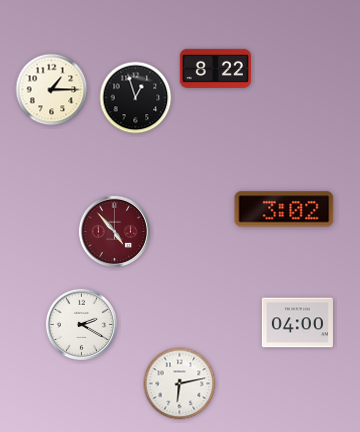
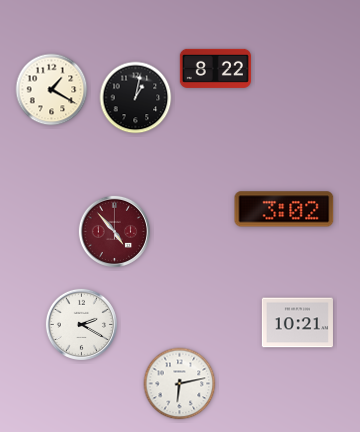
clock at (52, 90): 1:15 -> 1:20
clock at (136, 98): 12:57 -> 1:02
clock at (297, 323): 04:00 -> 10:21
